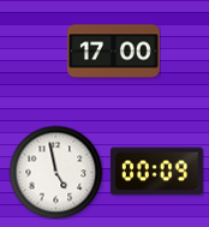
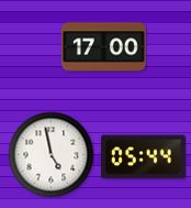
clock at (55, 172) position: (55, 172) -> (50, 154)
clock at (156, 172): 00:09 -> 05:44
